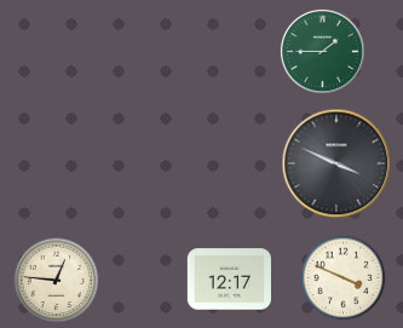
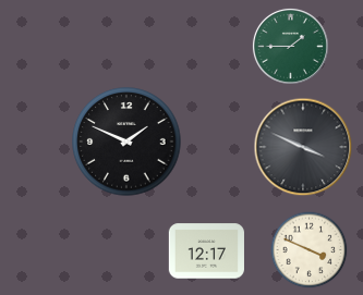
clock at (126, 142): none -> 1:49
clock at (57, 281): 12:46 -> none
